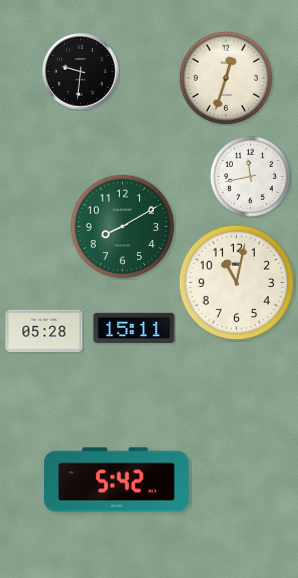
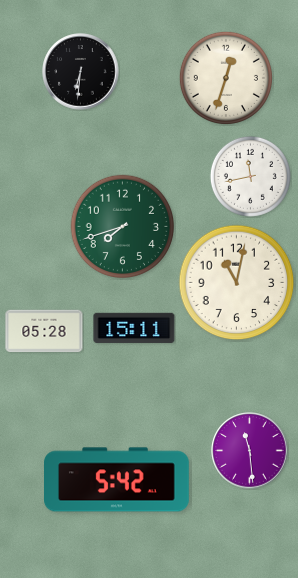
clock at (81, 72): 9:31 -> 6:31
clock at (123, 227): 8:10 -> 7:42
clock at (250, 451): none -> 11:29
